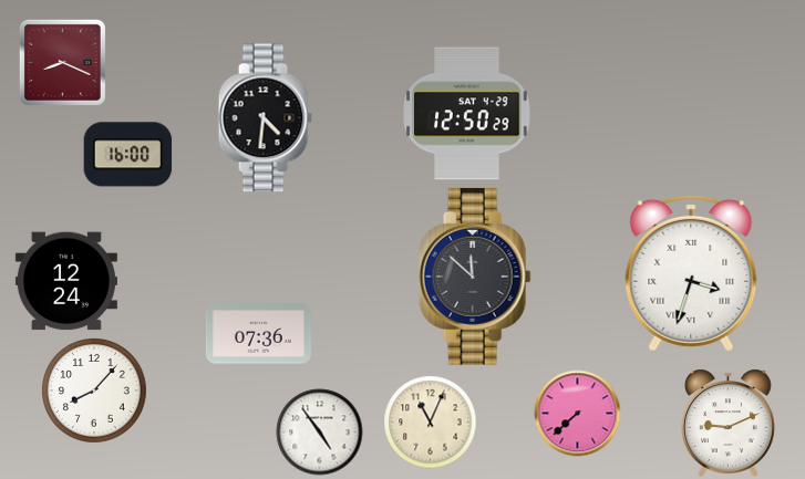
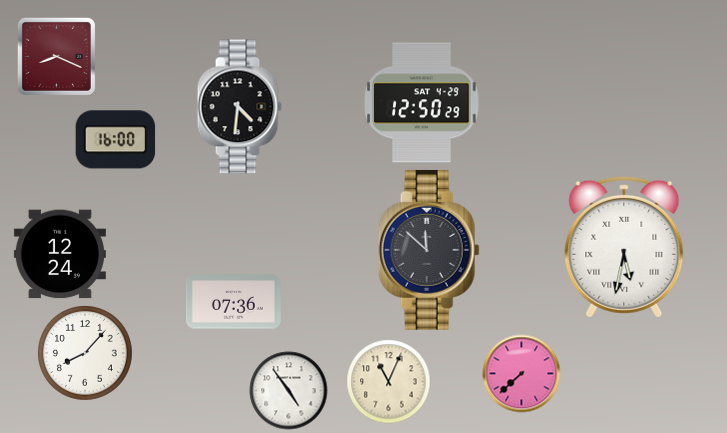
clock at (691, 273): 3:33 -> 5:32
clock at (727, 423): 9:11 -> none
